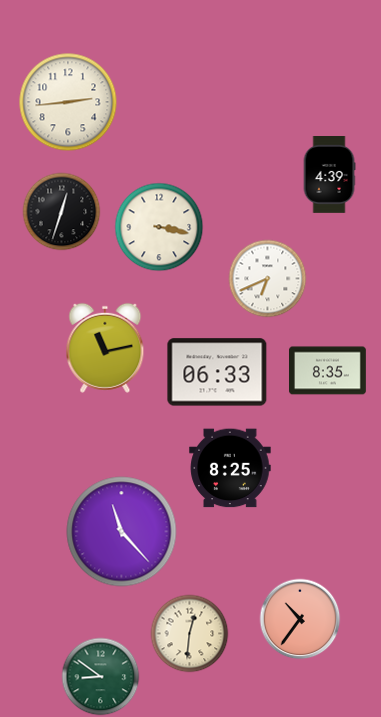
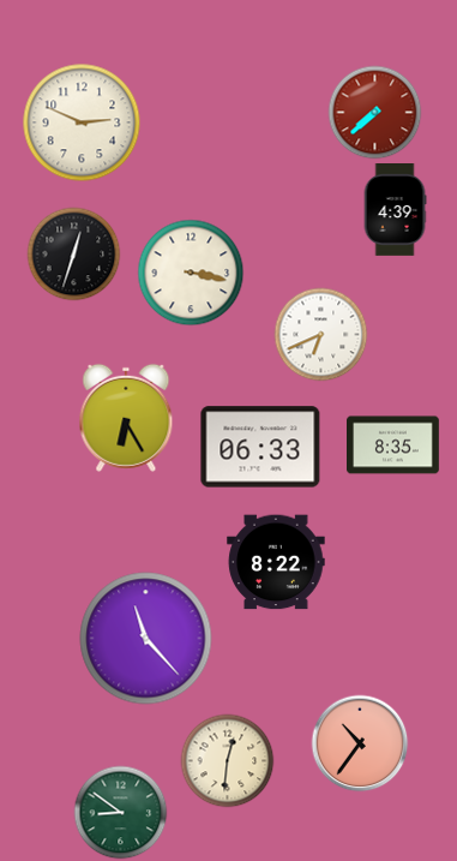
clock at (374, 112): none -> 7:38
clock at (68, 102): 2:44 -> 2:49
clock at (105, 348): 11:13 -> 6:25
clock at (230, 468): 8:25 -> 8:22
